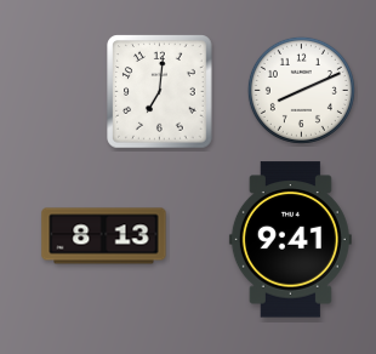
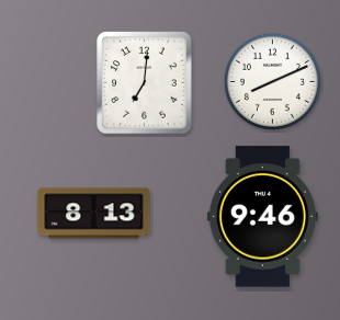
clock at (290, 240): 9:41 -> 9:46
